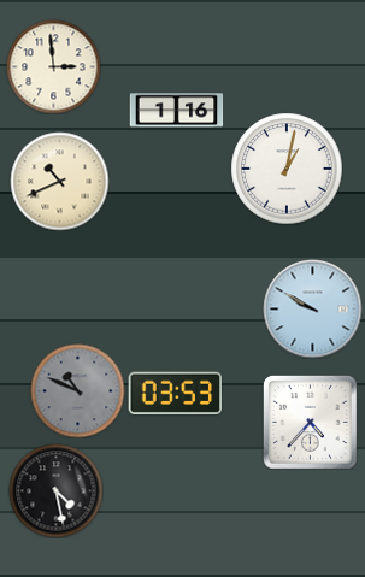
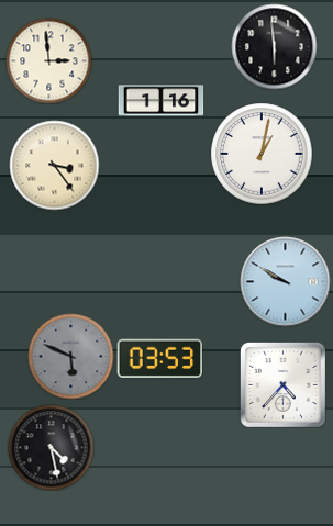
clock at (274, 46): none -> 5:59
clock at (59, 181): 10:41 -> 3:24
clock at (77, 390): 10:49 -> 5:49
